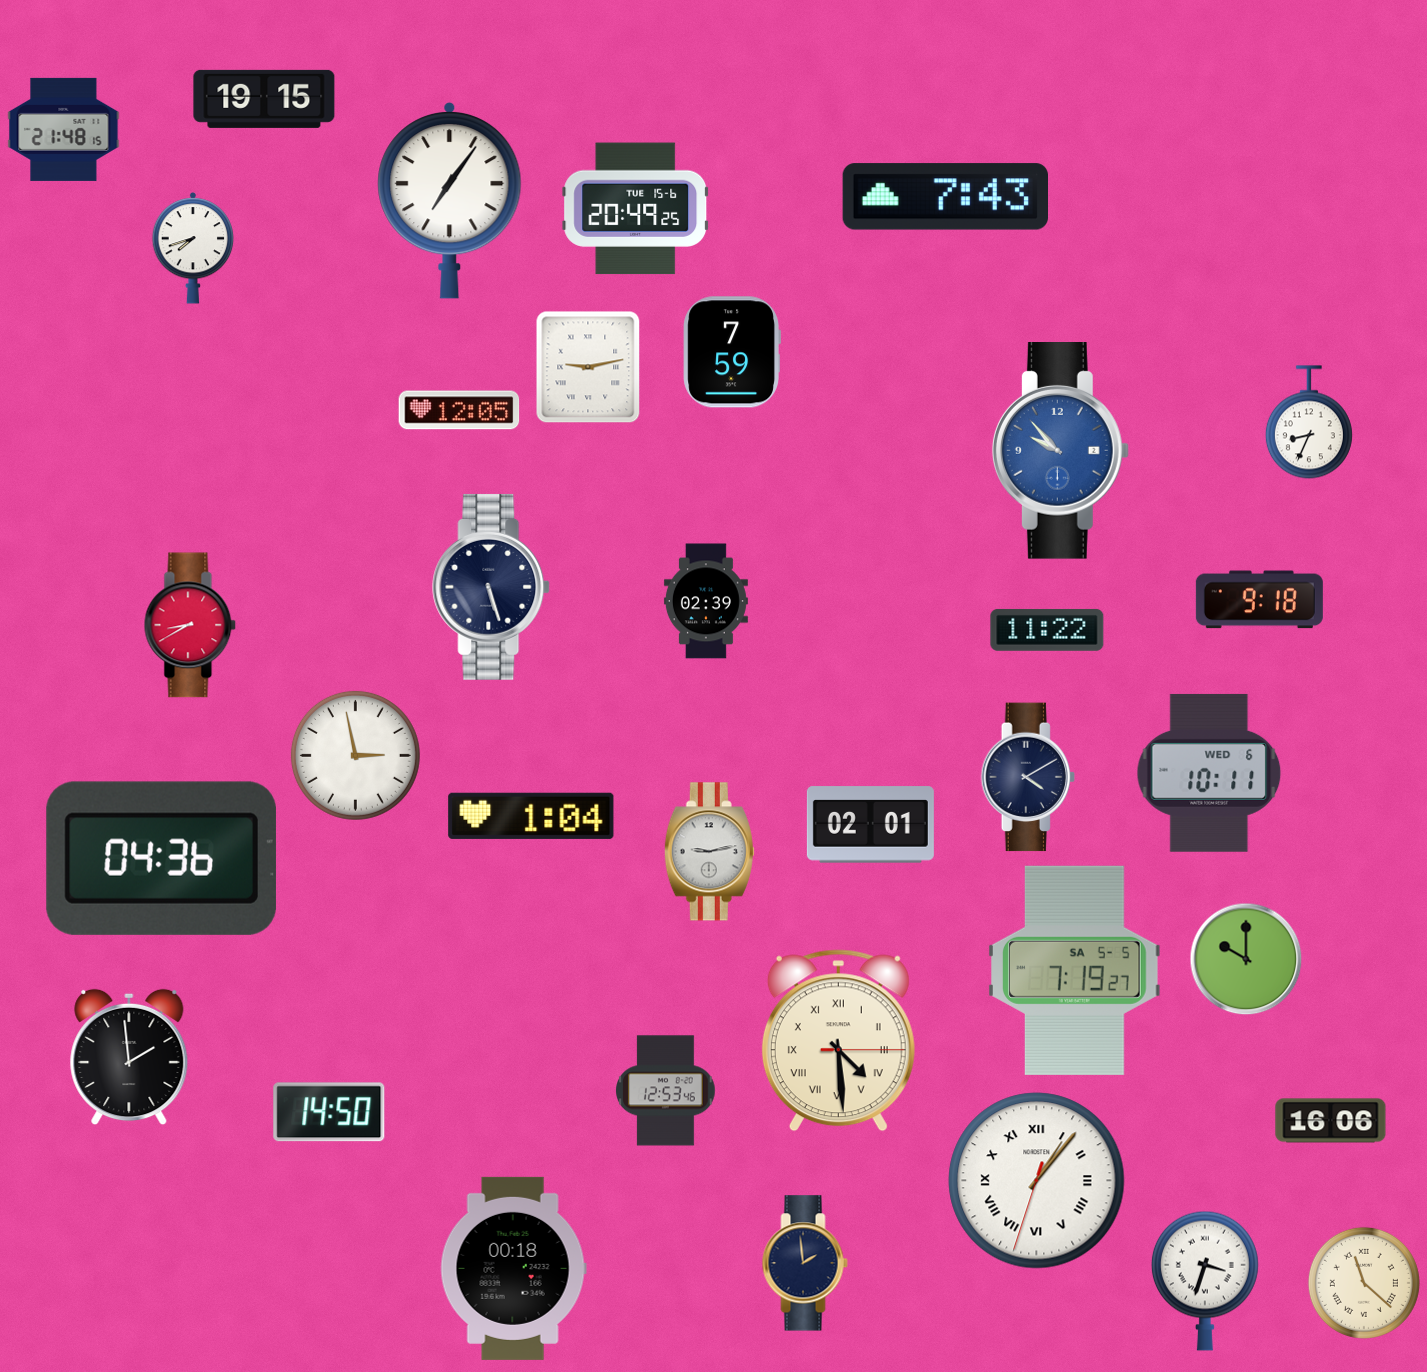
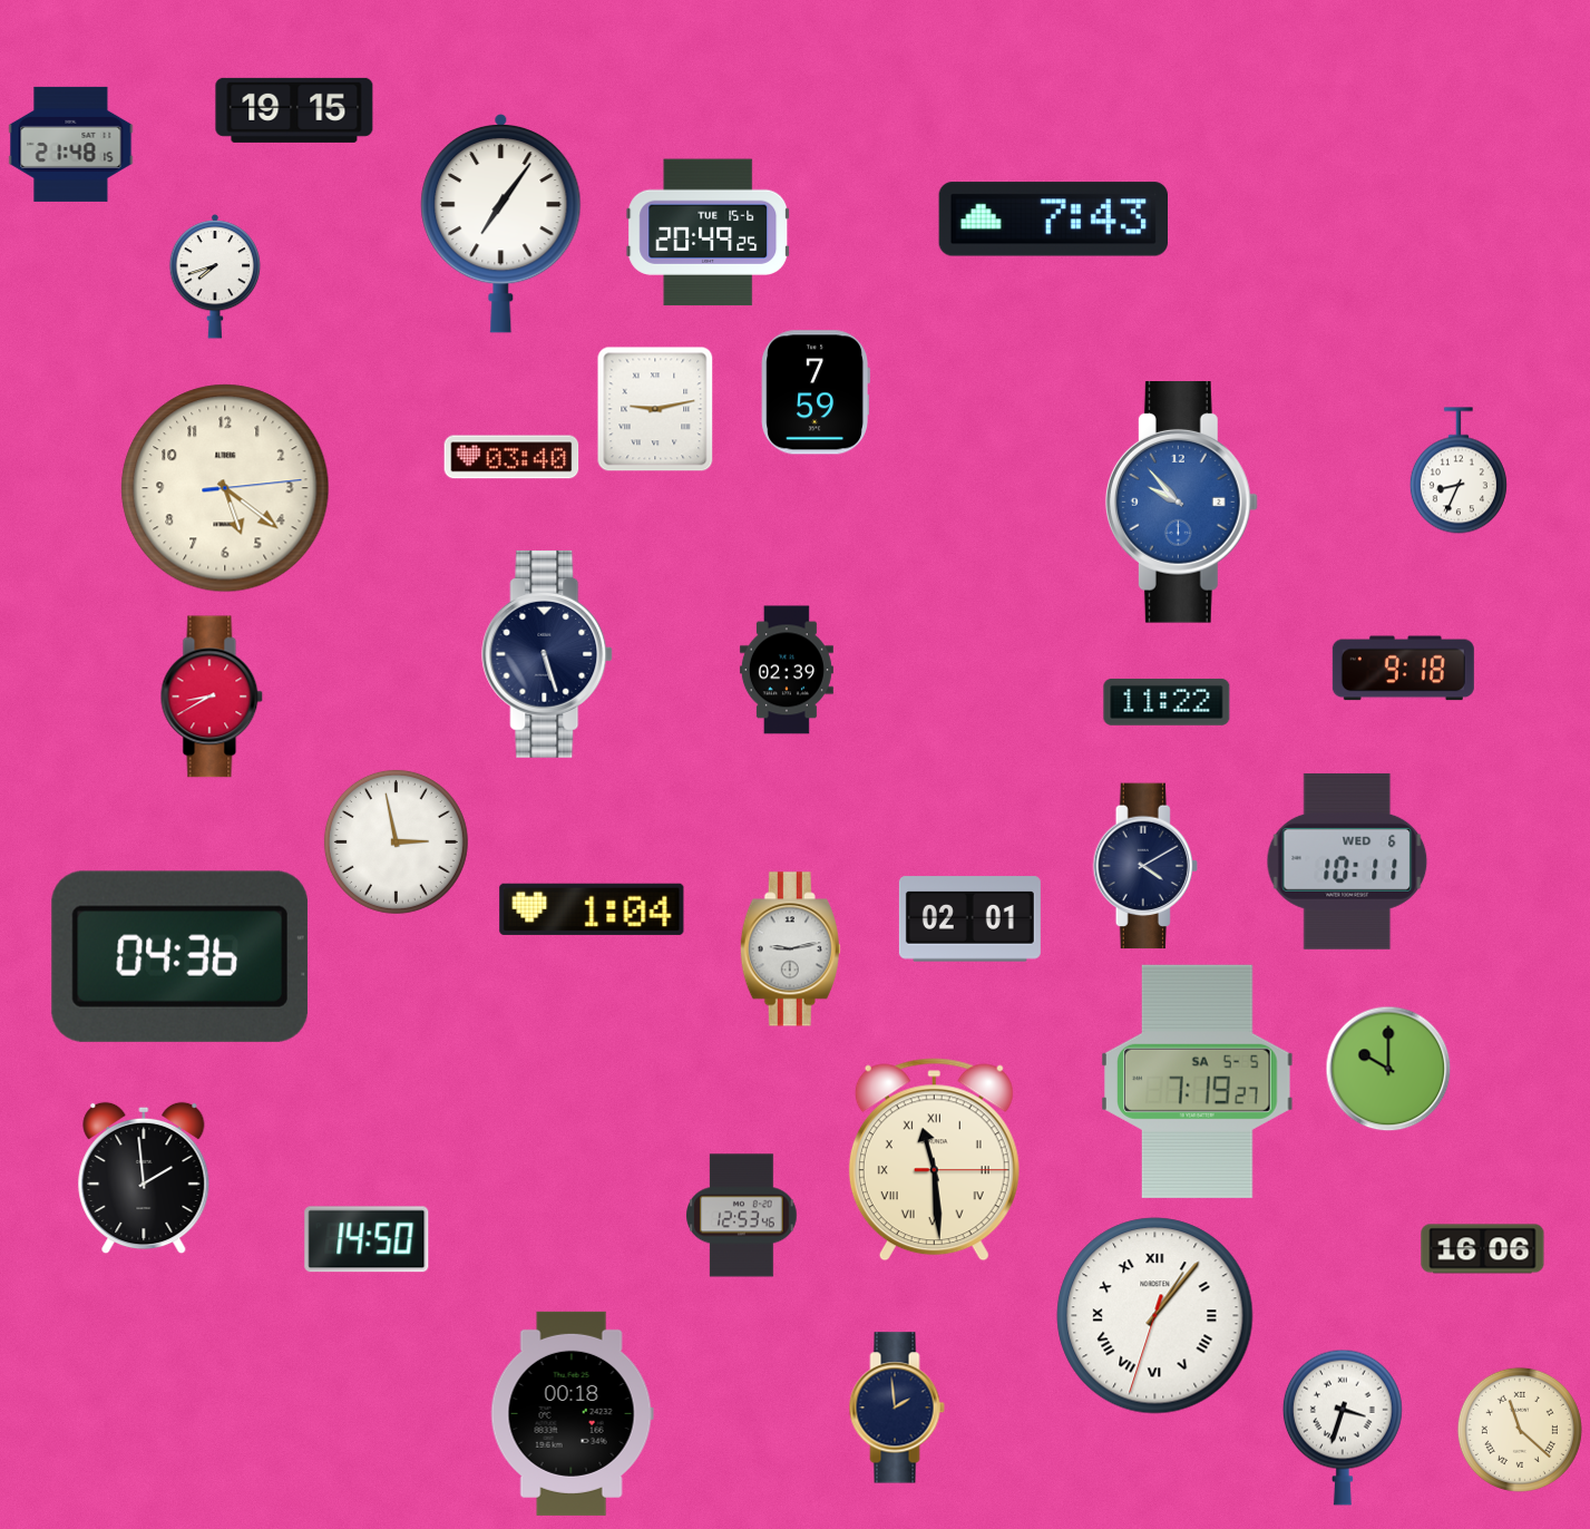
clock at (459, 410): 12:05 -> 03:40
clock at (225, 488): none -> 5:21
clock at (838, 1041): 4:29 -> 11:29
